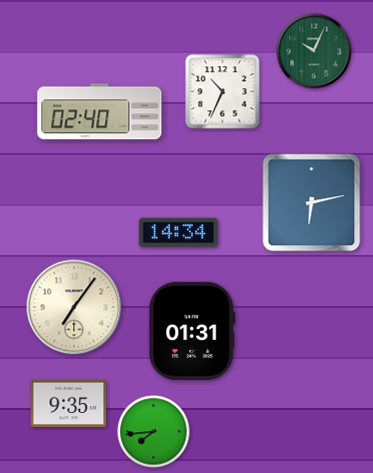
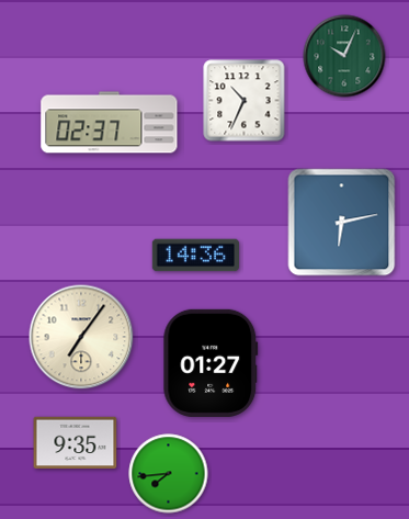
clock at (100, 112): 02:40 -> 02:37
clock at (179, 233): 14:34 -> 14:36
clock at (192, 331): 01:31 -> 01:27
